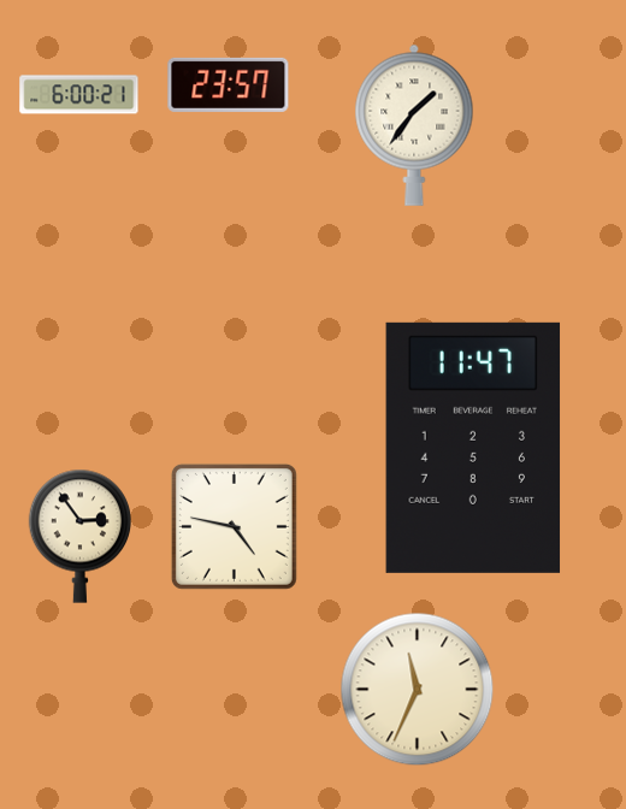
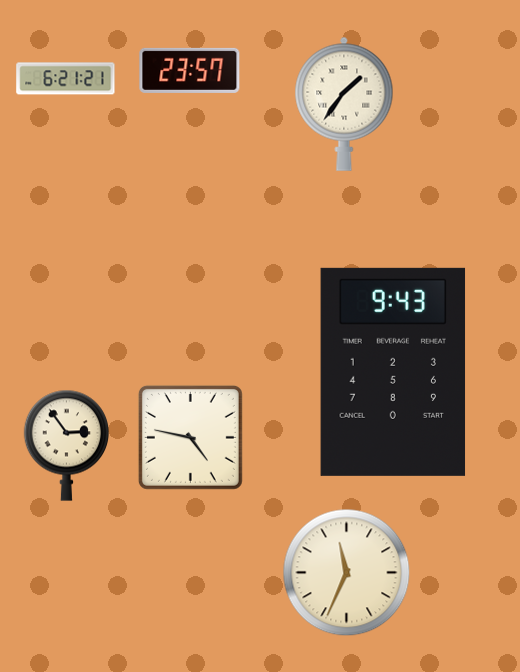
clock at (79, 95): 6:00 -> 6:21
clock at (473, 448): 11:47 -> 9:43
clock at (234, 526) position: (234, 526) -> (190, 437)
